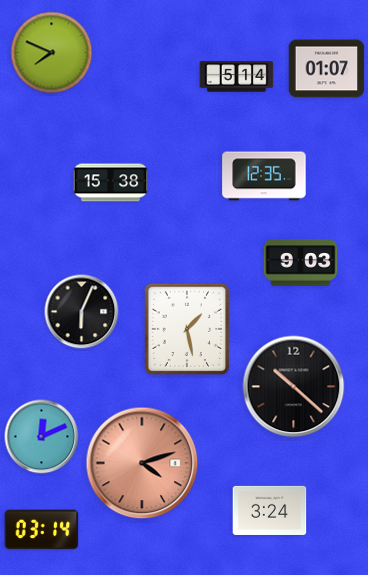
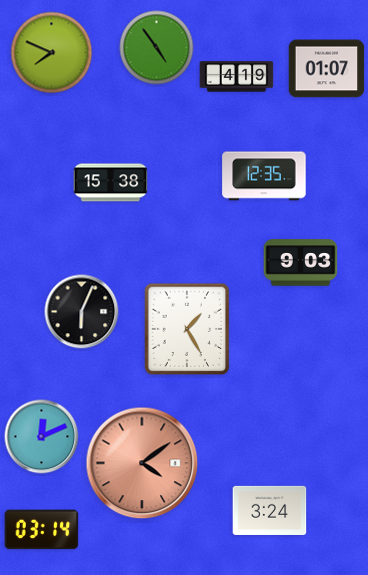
clock at (157, 48): none -> 4:54
clock at (237, 77): 5:14 -> 4:19
clock at (187, 329): 1:28 -> 1:25
clock at (294, 387): 10:22 -> none
clock at (142, 463): 4:12 -> 4:09
